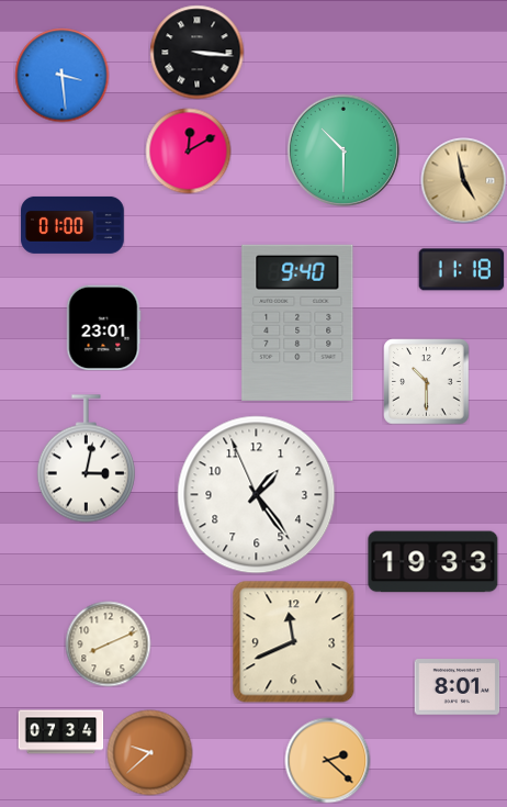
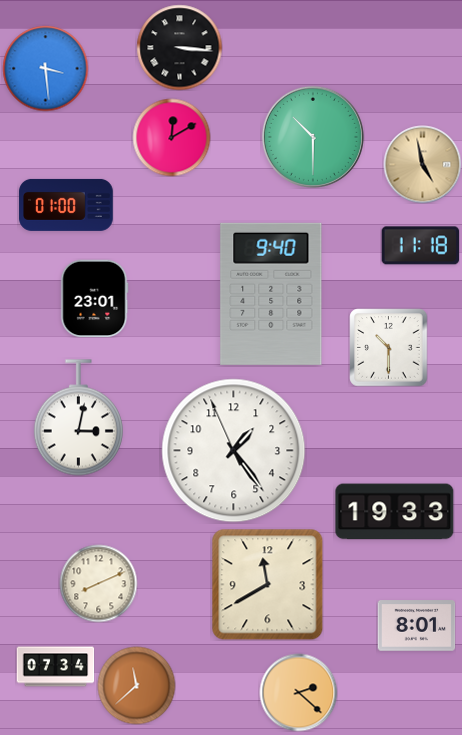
clock at (61, 75) position: (61, 75) -> (45, 68)
clock at (293, 641): 11:41 -> 11:40
clock at (108, 643) position: (108, 643) -> (98, 583)
clock at (149, 752): 9:38 -> 11:38
